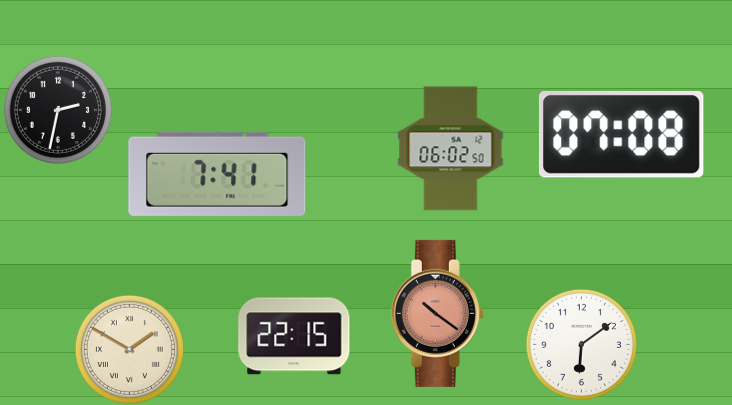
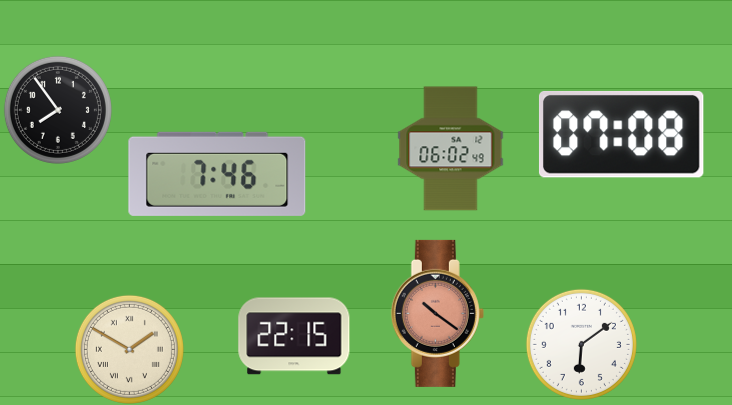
clock at (58, 110): 2:32 -> 7:54
clock at (451, 149): 06:02:50 -> 06:02:49
clock at (217, 174): 7:41 -> 7:46
